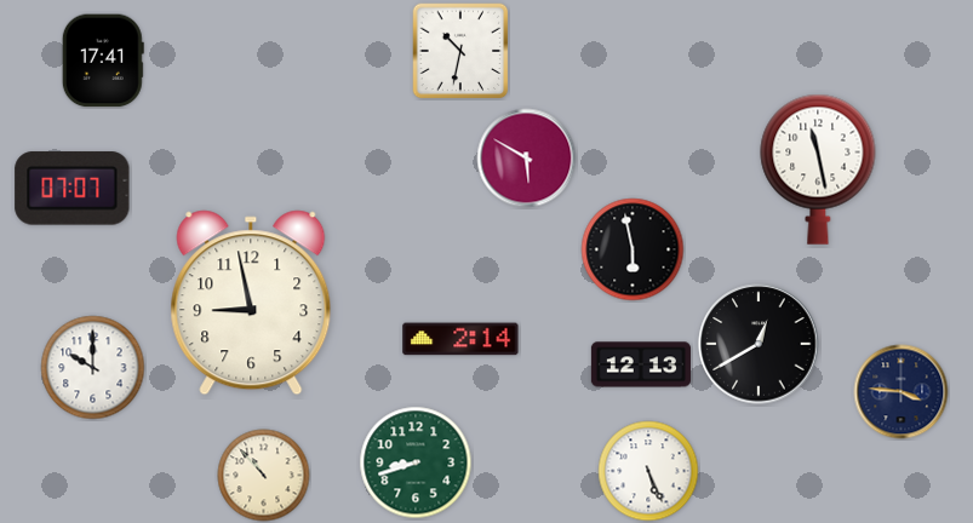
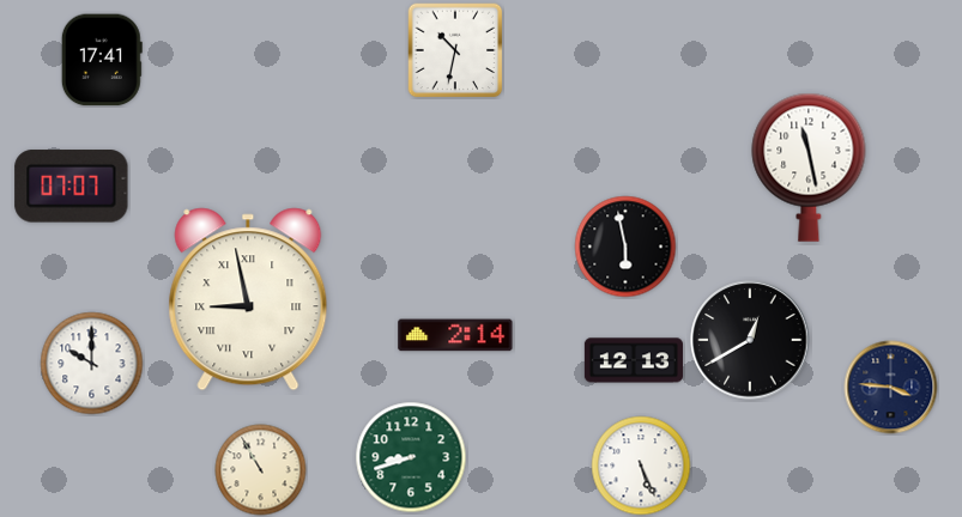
clock at (527, 159): 5:50 -> none
clock at (251, 303) numerals: Arabic -> Roman
clock at (264, 476): 10:53 -> 10:55
